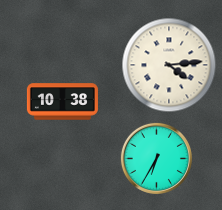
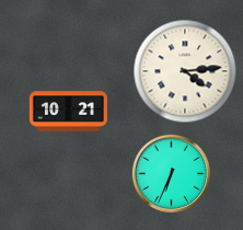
clock at (62, 102): 10:38 -> 10:21
clock at (156, 158): 6:35 -> 6:34
